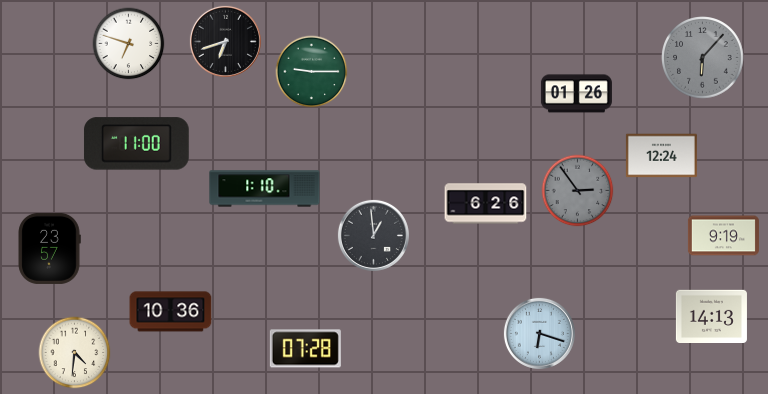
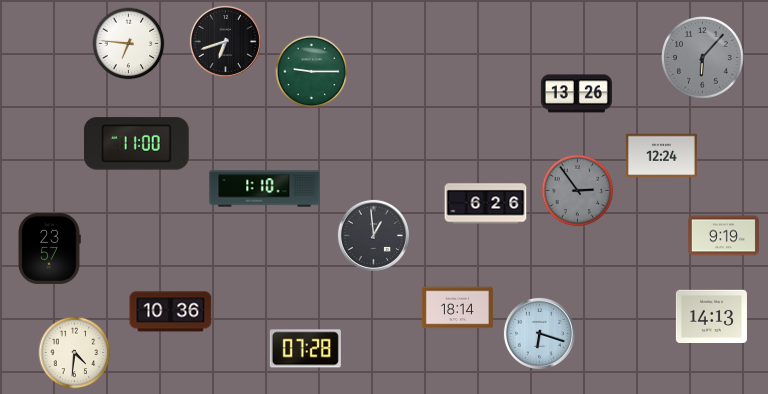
clock at (129, 44): 6:48 -> 6:46
clock at (576, 94): 01:26 -> 13:26
clock at (457, 308): none -> 18:14
